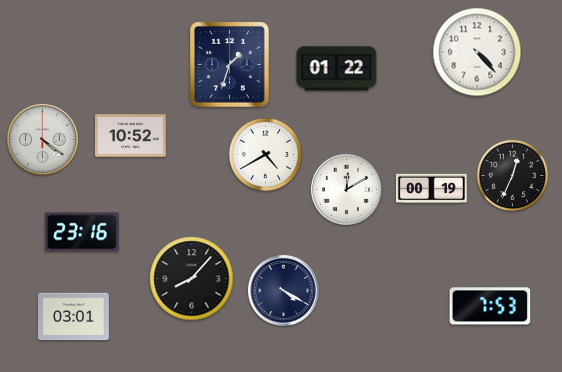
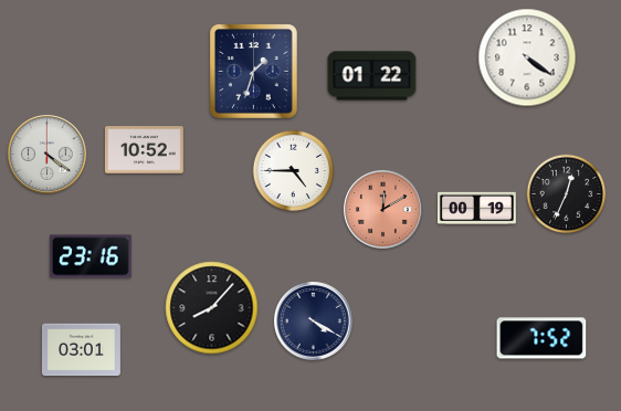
clock at (477, 52): 4:23 -> 4:21
clock at (266, 155): 4:40 -> 4:45
clock at (346, 189) dial: white -> salmon
clock at (490, 306): 7:53 -> 7:52
